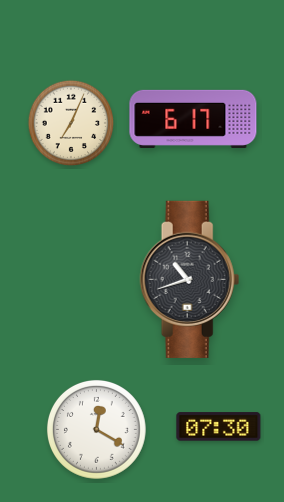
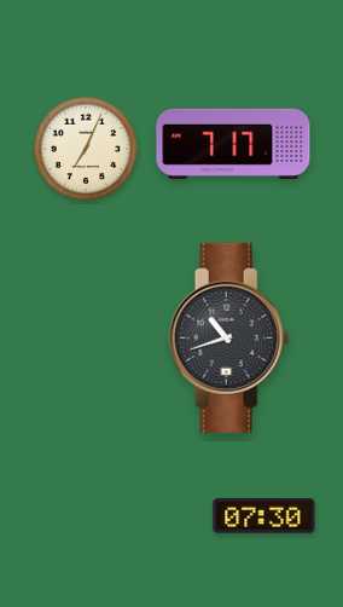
clock at (193, 119): 6:17 -> 7:17
clock at (96, 429): 12:20 -> none
